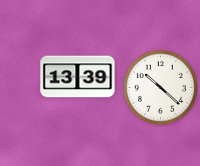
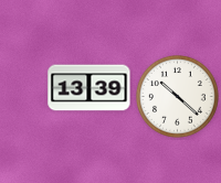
clock at (78, 77) position: (78, 77) -> (90, 88)
